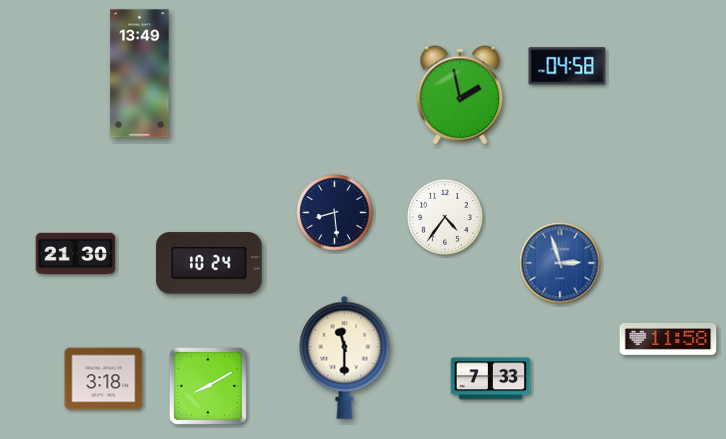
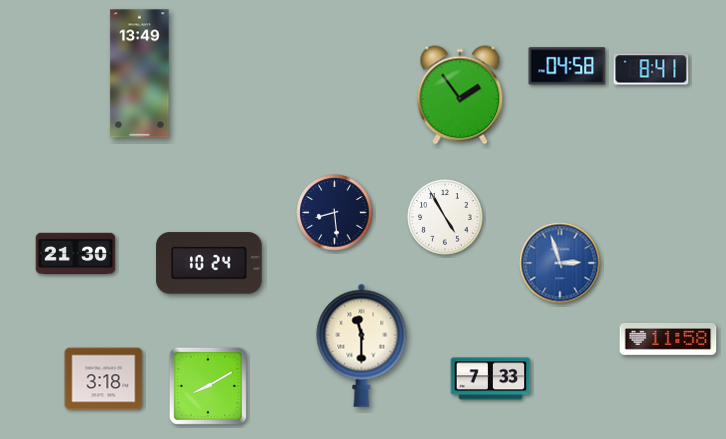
clock at (651, 69): none -> 8:41
clock at (460, 95): 1:58 -> 1:54
clock at (445, 217): 4:36 -> 4:55
clock at (345, 357) position: (345, 357) -> (362, 345)
